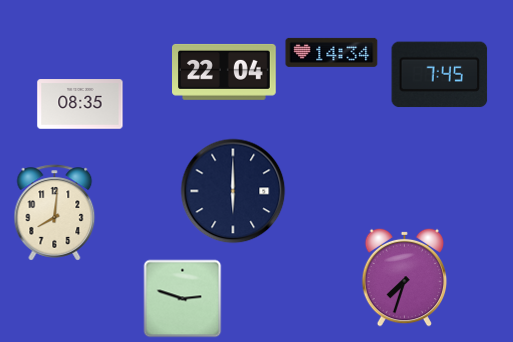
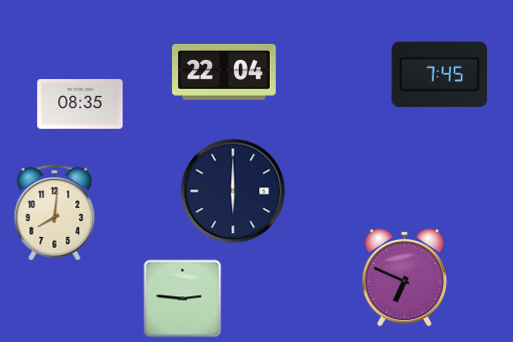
clock at (332, 52): 14:34 -> none
clock at (405, 277): 7:33 -> 6:49
clock at (183, 299): 2:48 -> 2:46
